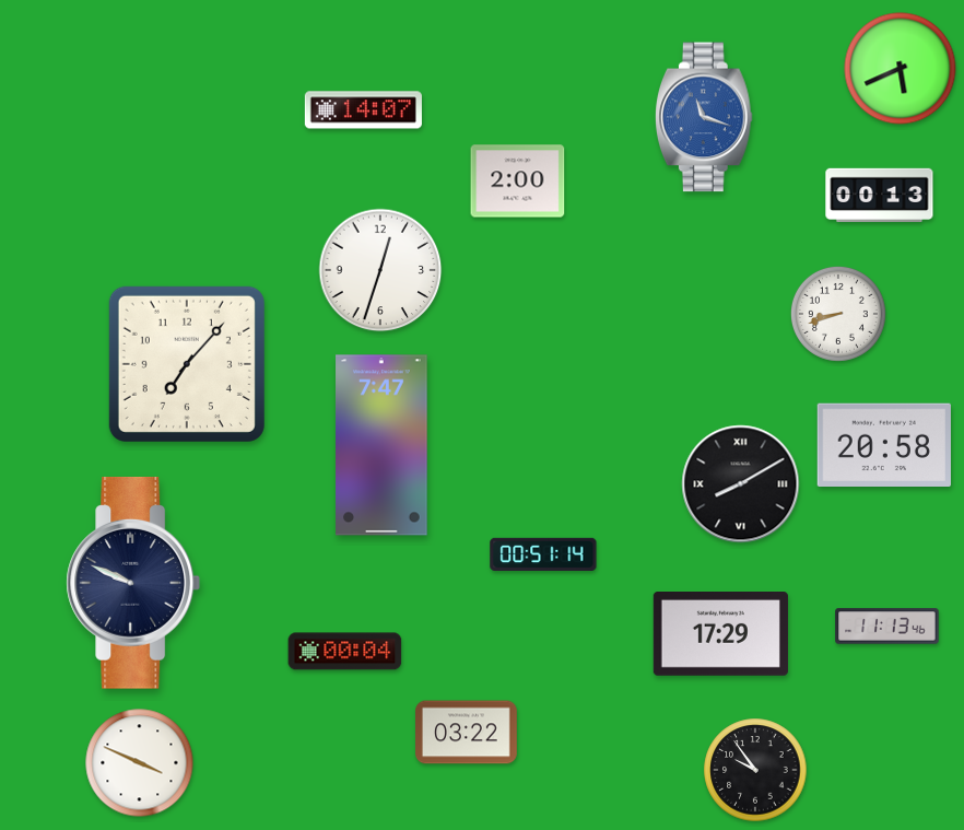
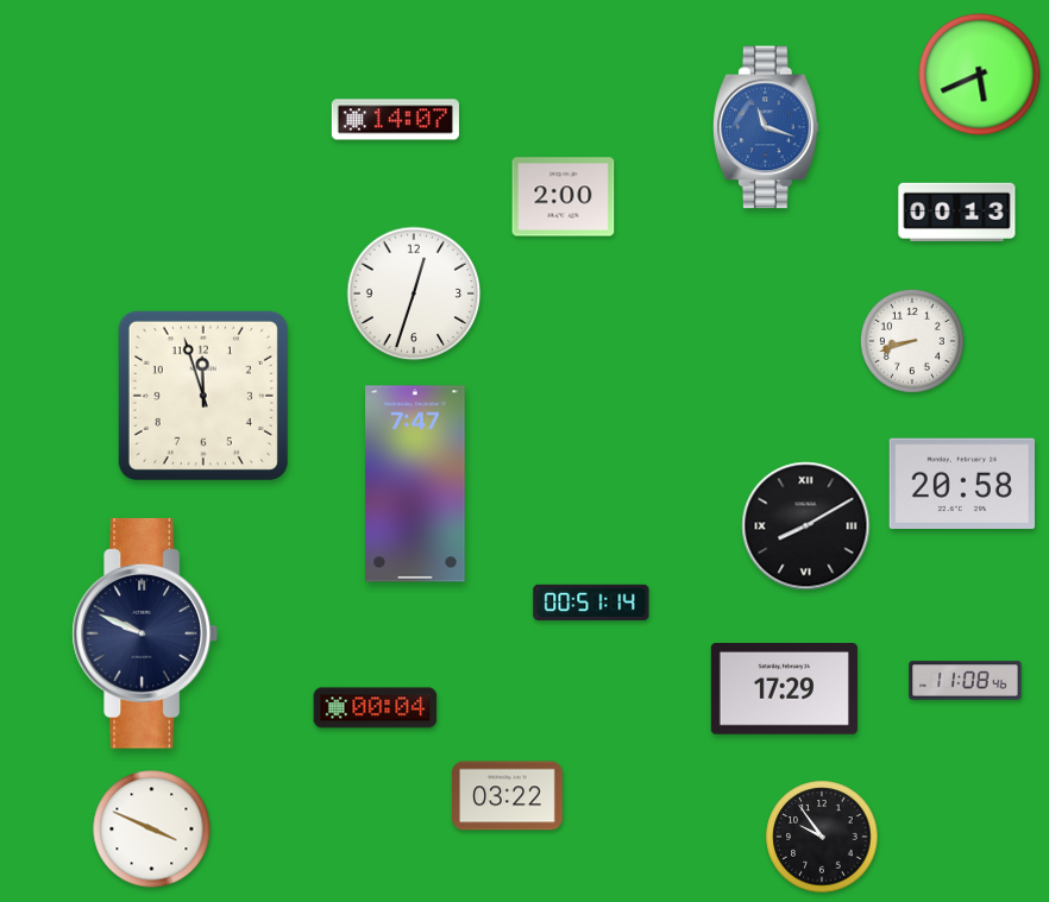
clock at (187, 364): 7:07 -> 11:57
clock at (887, 627): 11:13 -> 11:08
